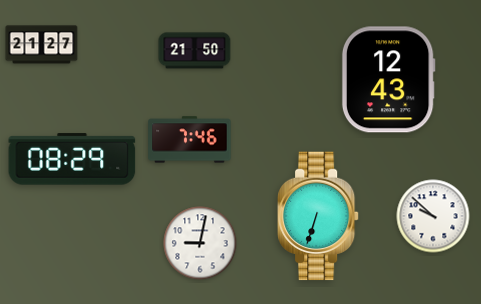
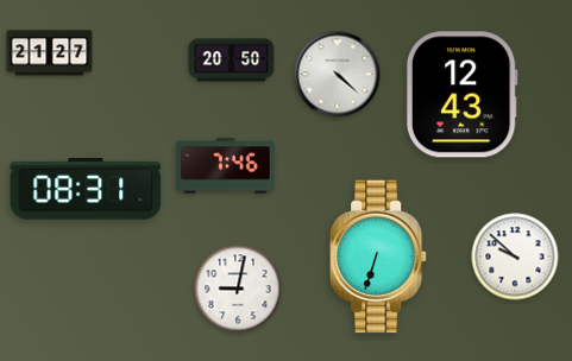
clock at (195, 51): 21:50 -> 20:50
clock at (338, 75): none -> 4:22
clock at (72, 159): 08:29 -> 08:31
